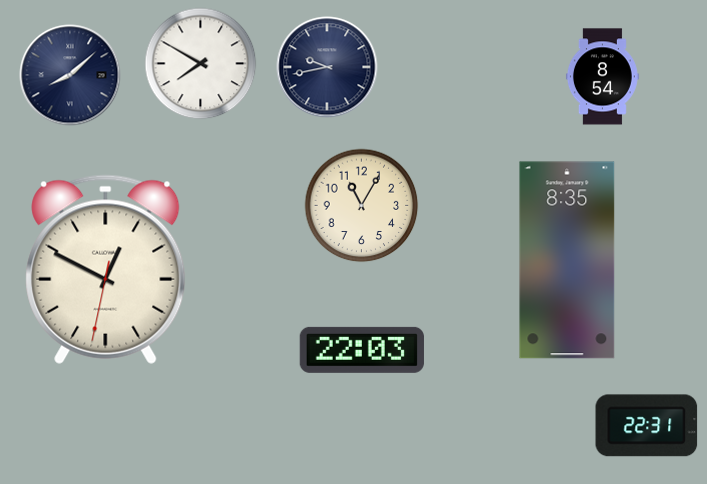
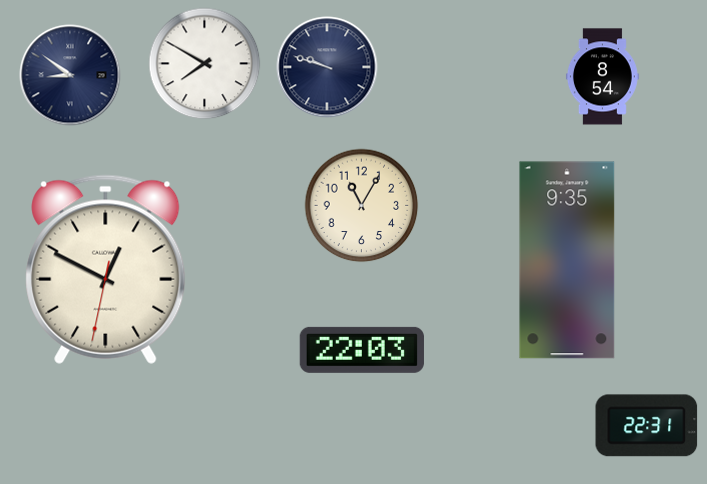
clock at (201, 64) position: (201, 64) -> (205, 64)
clock at (327, 67): 9:43 -> 9:48
clock at (70, 75): 8:08 -> 8:51
clock at (567, 260): 8:35 -> 9:35
